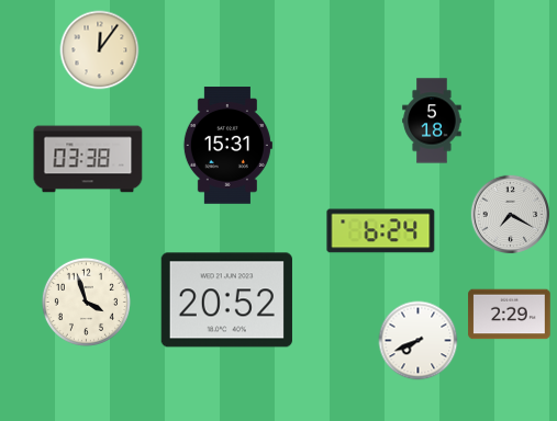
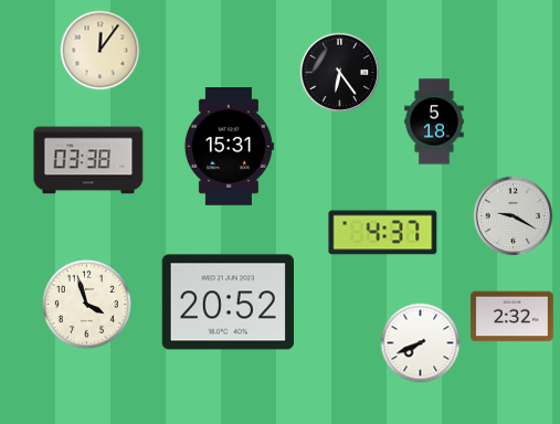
clock at (340, 73): none -> 6:24
clock at (511, 215): 7:20 -> 9:20
clock at (381, 231): 6:24 -> 4:37
clock at (510, 315): 2:29 -> 2:32
